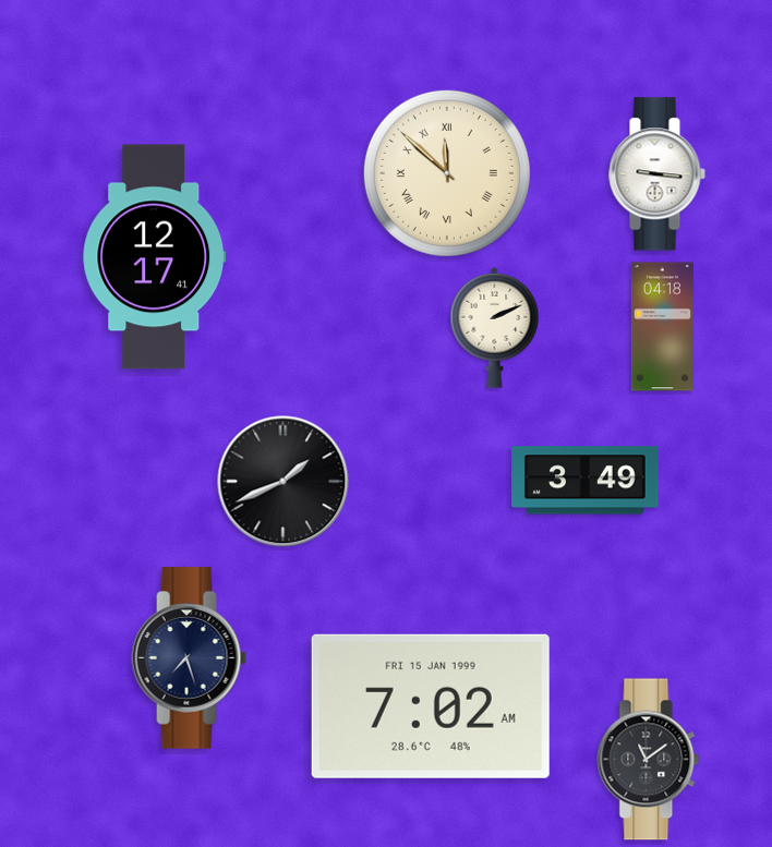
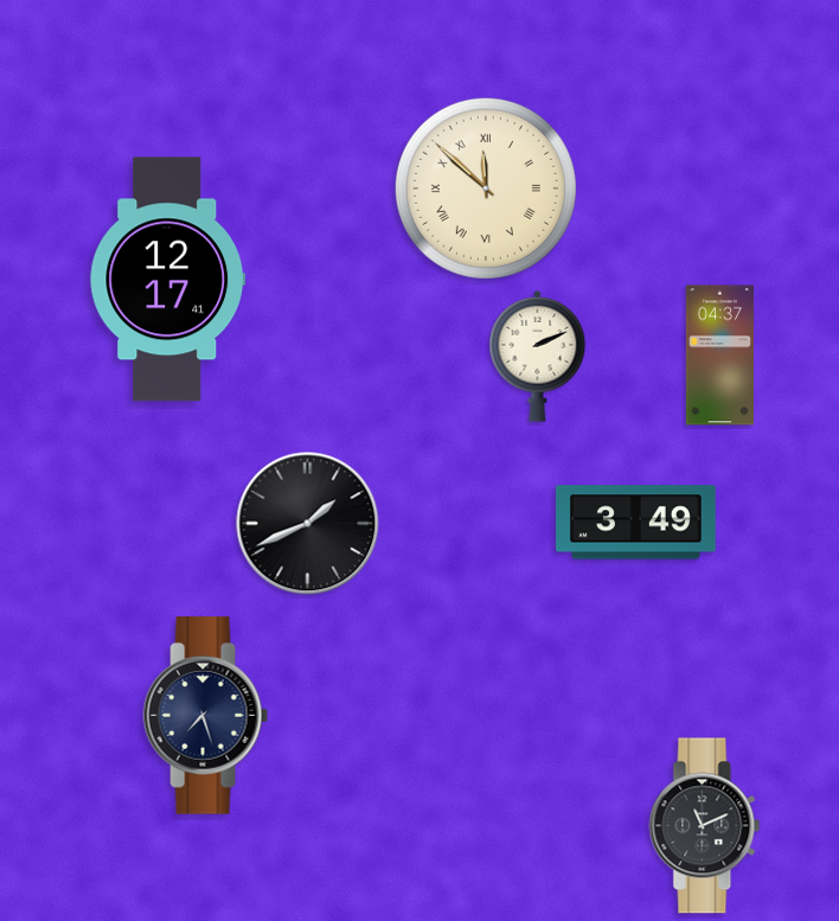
clock at (656, 174): 9:16 -> none
clock at (662, 327): 04:18 -> 04:37
clock at (431, 706): 7:02 -> none
clock at (649, 760): 11:09 -> 11:11
